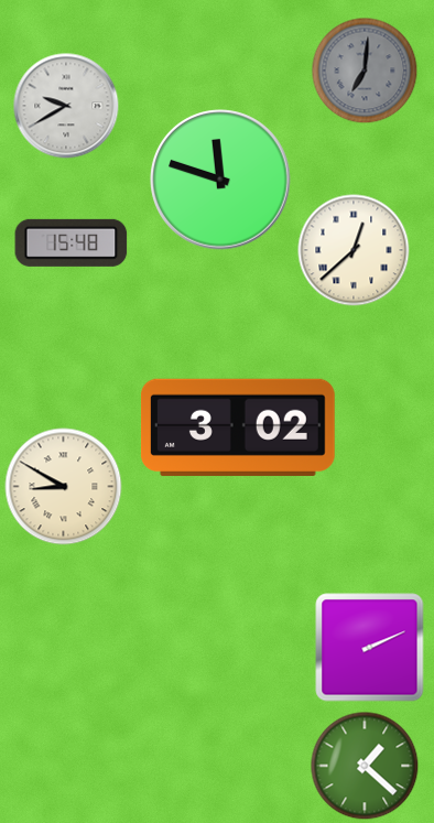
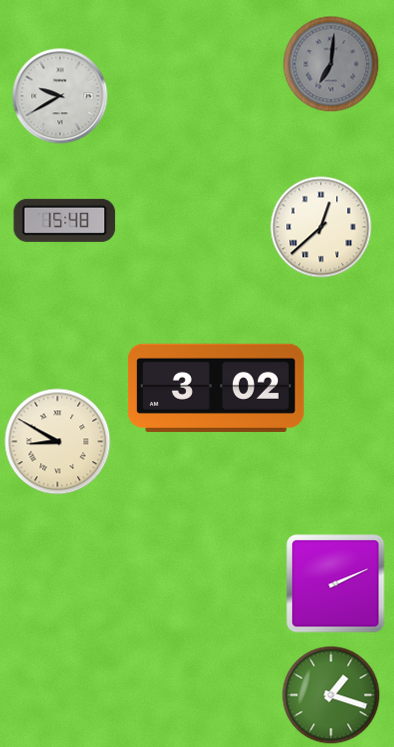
clock at (220, 180): 11:48 -> none
clock at (370, 648) position: (370, 648) -> (336, 584)
clock at (365, 766): 1:22 -> 1:18
